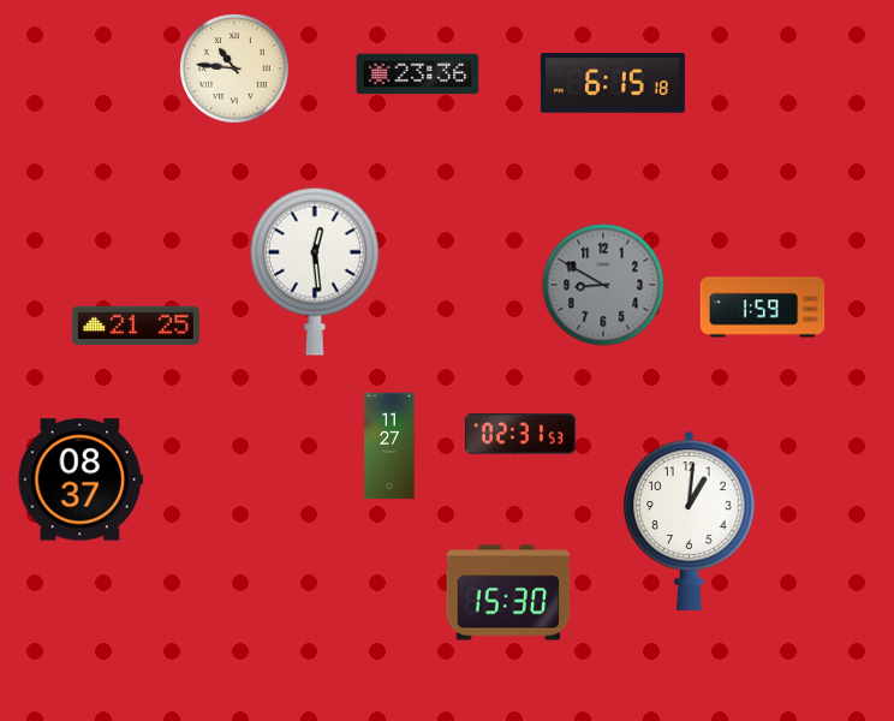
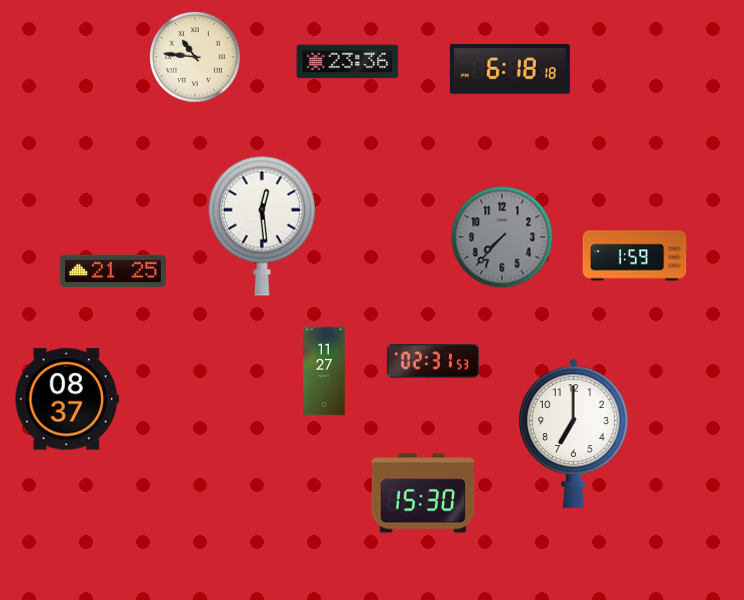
clock at (613, 84): 6:15 -> 6:18
clock at (603, 285): 8:50 -> 7:37
clock at (690, 520): 1:01 -> 7:00
